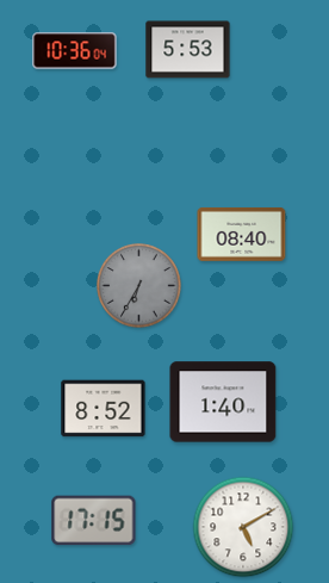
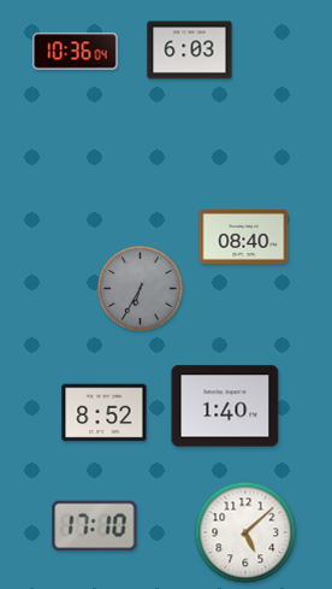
clock at (188, 50): 5:53 -> 6:03
clock at (94, 521): 17:15 -> 17:10
clock at (243, 527): 5:10 -> 5:08
